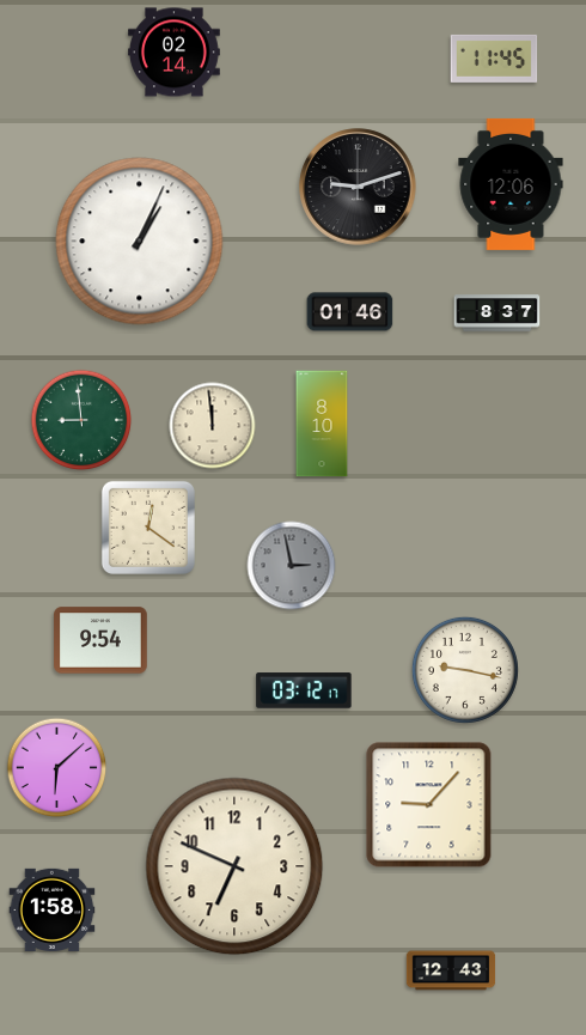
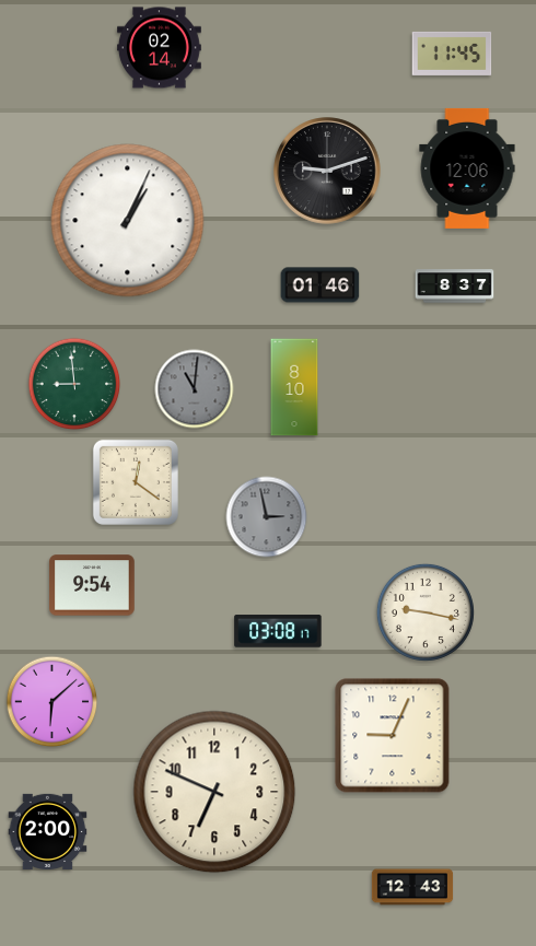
clock at (213, 426): 11:59 -> 11:01
clock at (213, 426) dial: cream -> grey
clock at (304, 690): 03:12 -> 03:08
clock at (429, 805): 9:07 -> 9:04
clock at (53, 909): 1:58 -> 2:00
